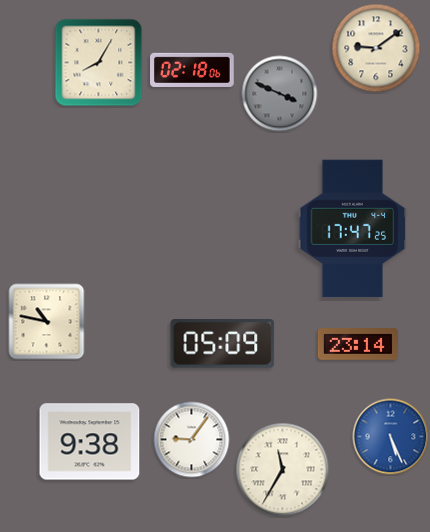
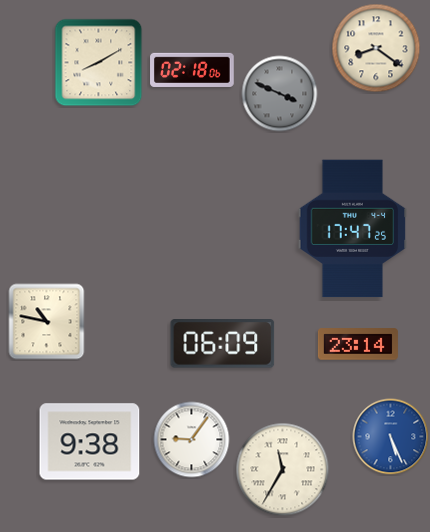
clock at (376, 48): 9:09 -> 8:21
clock at (99, 63): 8:05 -> 8:10
clock at (223, 344): 05:09 -> 06:09
